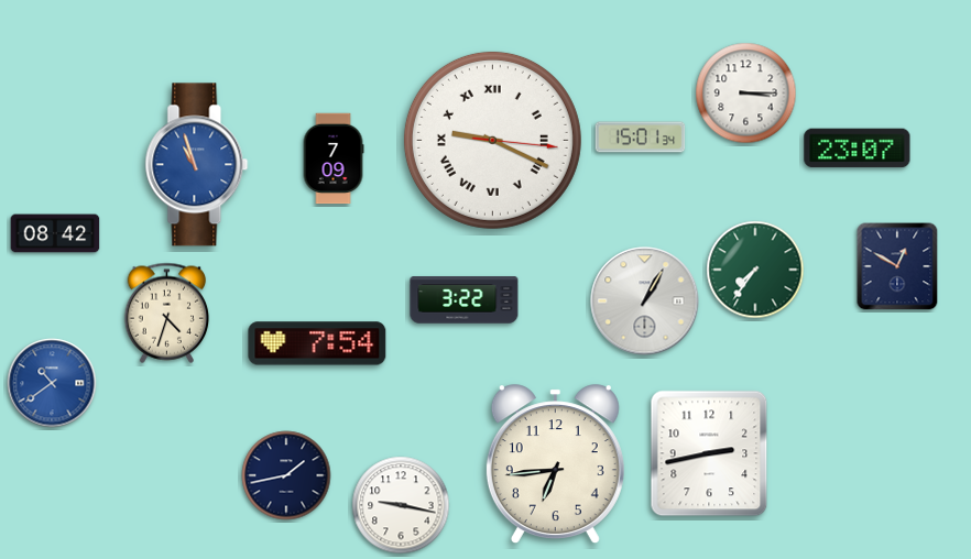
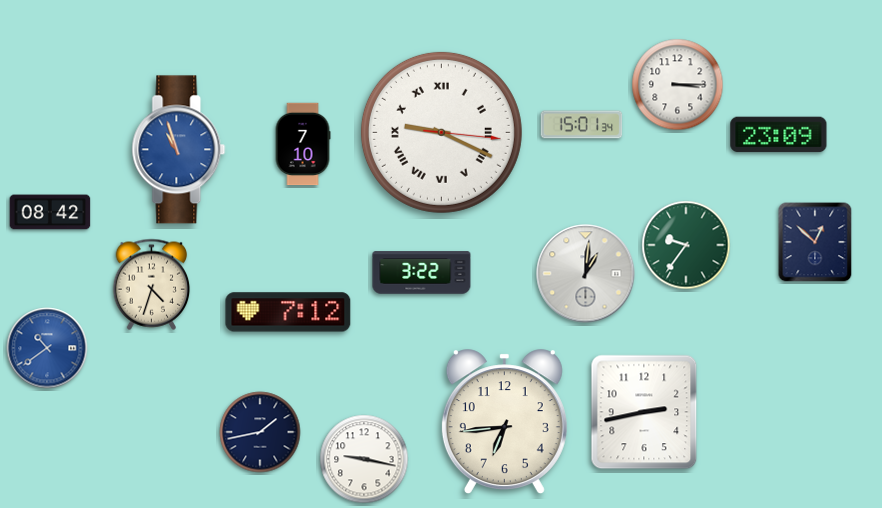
clock at (492, 140) position: (492, 140) -> (441, 132)
clock at (858, 149): 23:07 -> 23:09
clock at (334, 158): 7:09 -> 7:10
clock at (897, 266): 12:50 -> 12:52
clock at (755, 270): 7:36 -> 9:36
clock at (645, 302): 1:05 -> 1:01
clock at (317, 343): 7:54 -> 7:12
